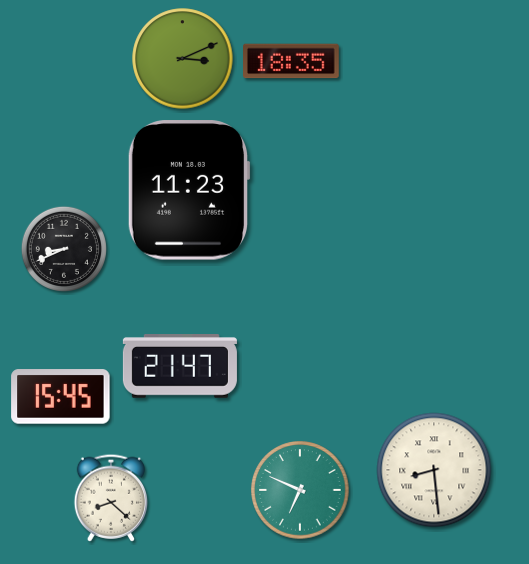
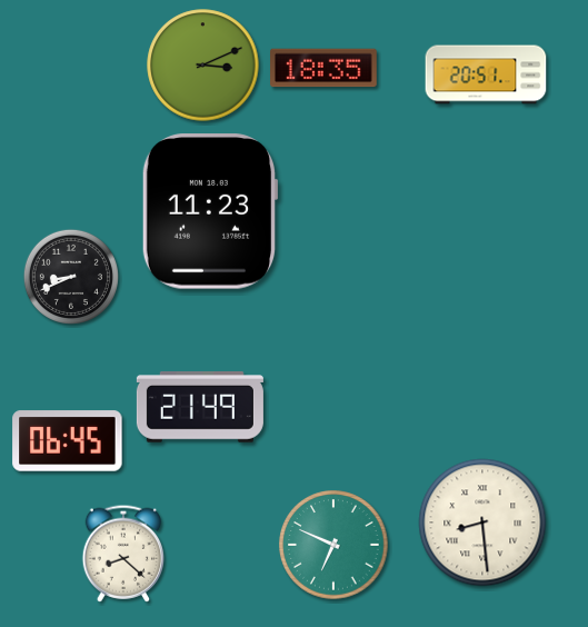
clock at (486, 74): none -> 20:51
clock at (180, 366): 21:47 -> 21:49
clock at (61, 397): 15:45 -> 06:45
